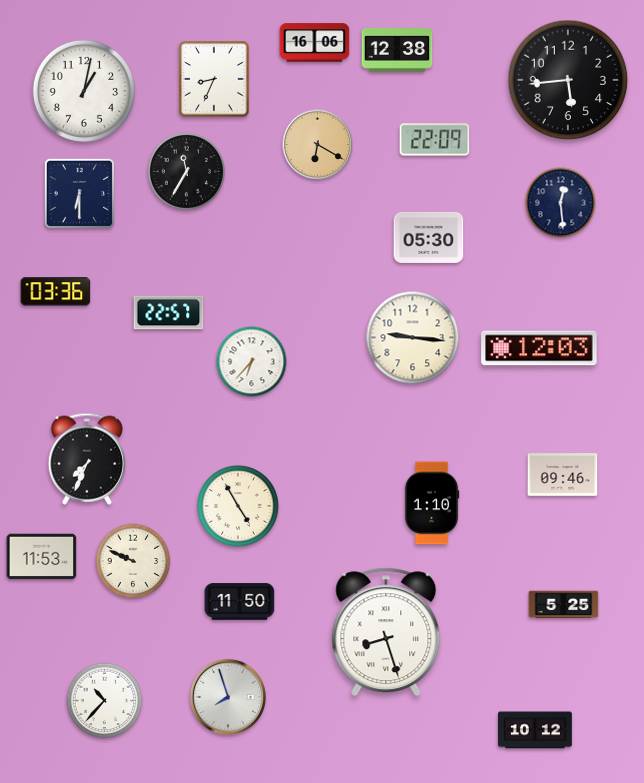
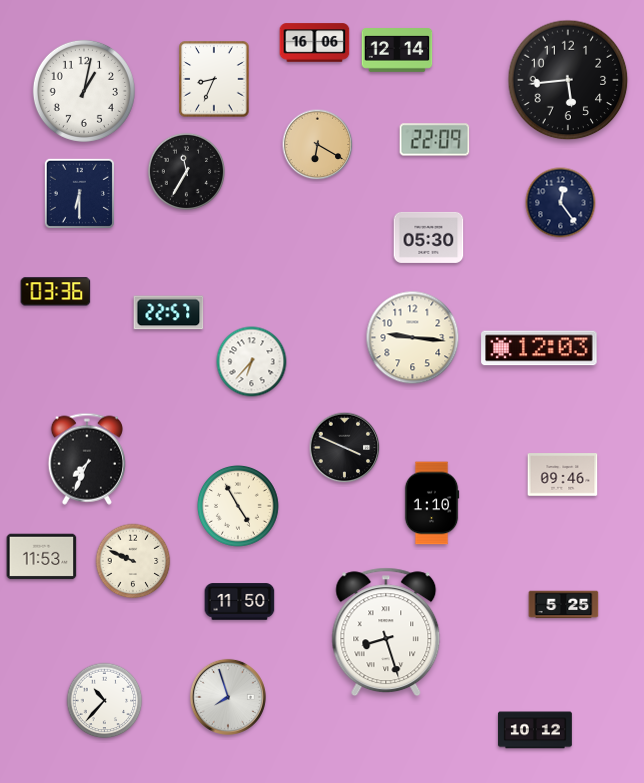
clock at (397, 50): 12:38 -> 12:14
clock at (561, 203): 12:29 -> 12:24
clock at (345, 448): none -> 3:49
